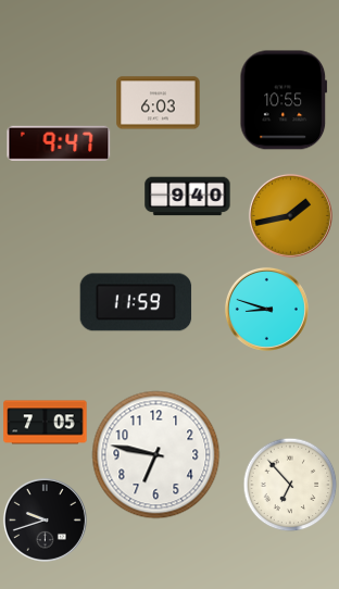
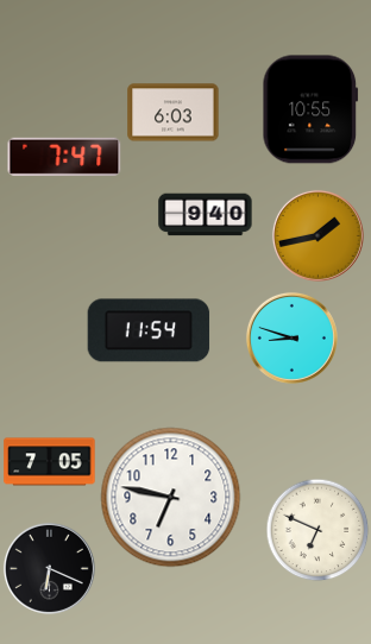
clock at (59, 143): 9:47 -> 7:47
clock at (136, 302): 11:59 -> 11:54
clock at (290, 485): 6:53 -> 6:49
clock at (45, 519): 9:42 -> 6:19
